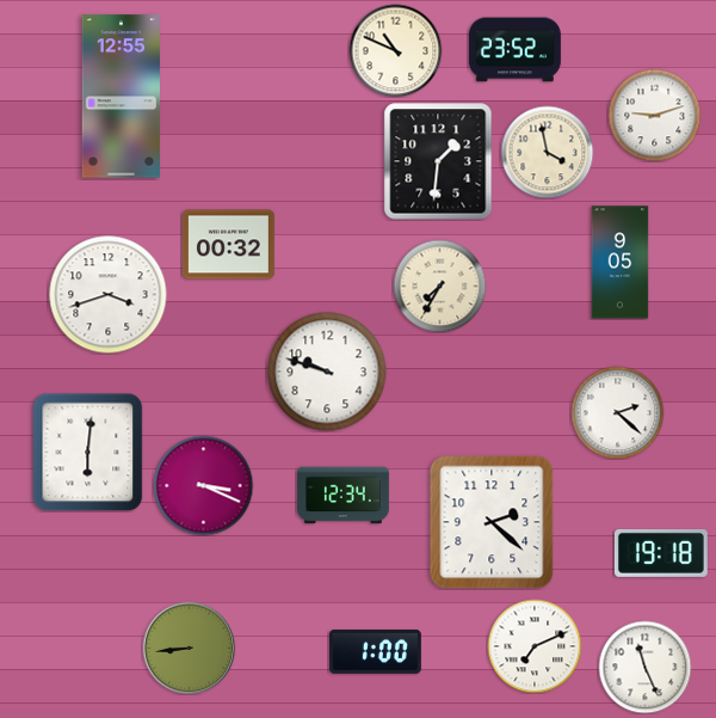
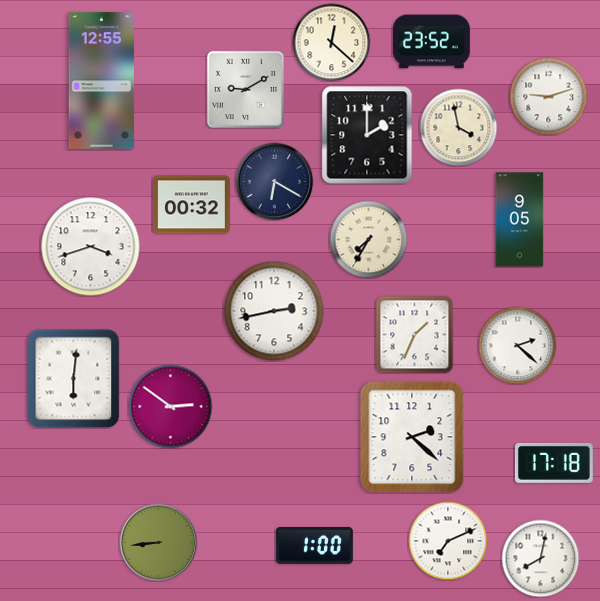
clock at (395, 50): 10:49 -> 12:22
clock at (245, 89): none -> 9:10
clock at (438, 161): 1:31 -> 2:00
clock at (274, 181): none -> 6:20
clock at (327, 372): 9:48 -> 2:43
clock at (414, 334): none -> 1:34
clock at (203, 485): 3:19 -> 2:51
clock at (344, 496): 12:34 -> none
clock at (661, 553): 19:18 -> 17:18
clock at (644, 667): 11:26 -> 8:02
